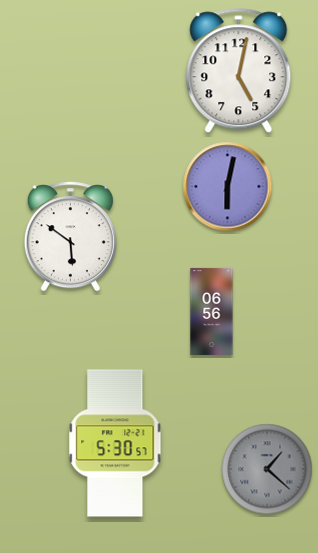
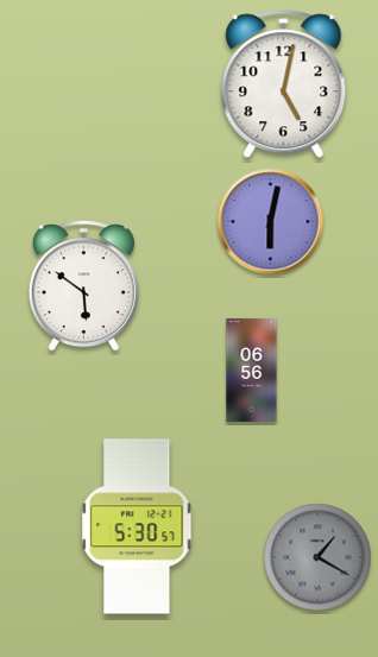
clock at (70, 237) position: (70, 237) -> (83, 286)
clock at (267, 469): 1:22 -> 1:20
